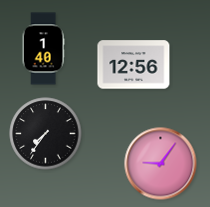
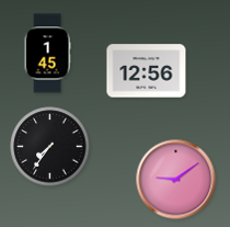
clock at (43, 49): 1:40 -> 1:45
clock at (161, 164): 9:06 -> 9:09
